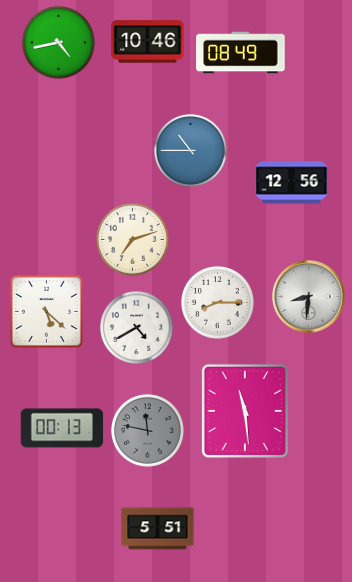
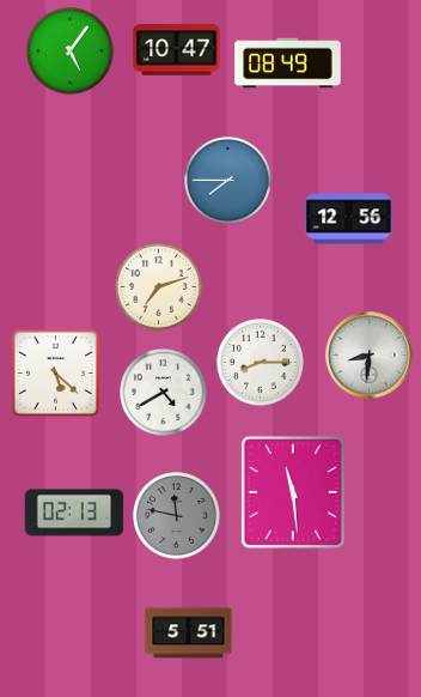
clock at (58, 42): 4:43 -> 5:06
clock at (148, 42): 10:46 -> 10:47
clock at (190, 150): 10:45 -> 7:45
clock at (62, 428): 00:13 -> 02:13
